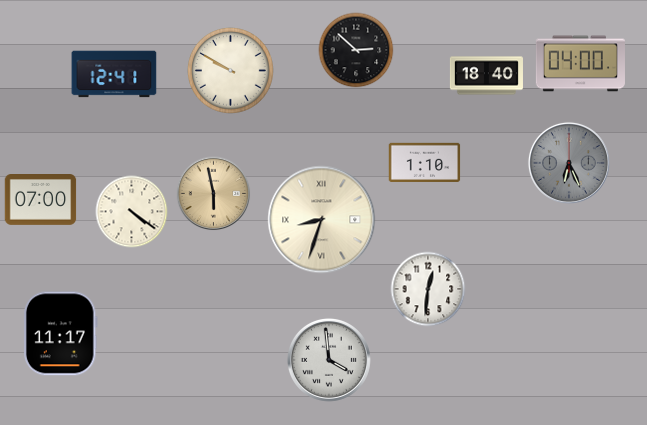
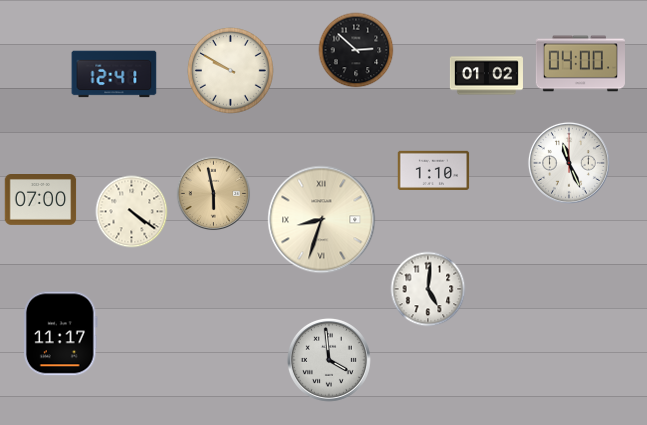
clock at (486, 76): 18:40 -> 01:02
clock at (425, 162) position: (425, 162) -> (434, 170)
clock at (569, 163): 6:26 -> 11:26
clock at (569, 163) dial: grey -> white
clock at (428, 289): 12:31 -> 5:01
